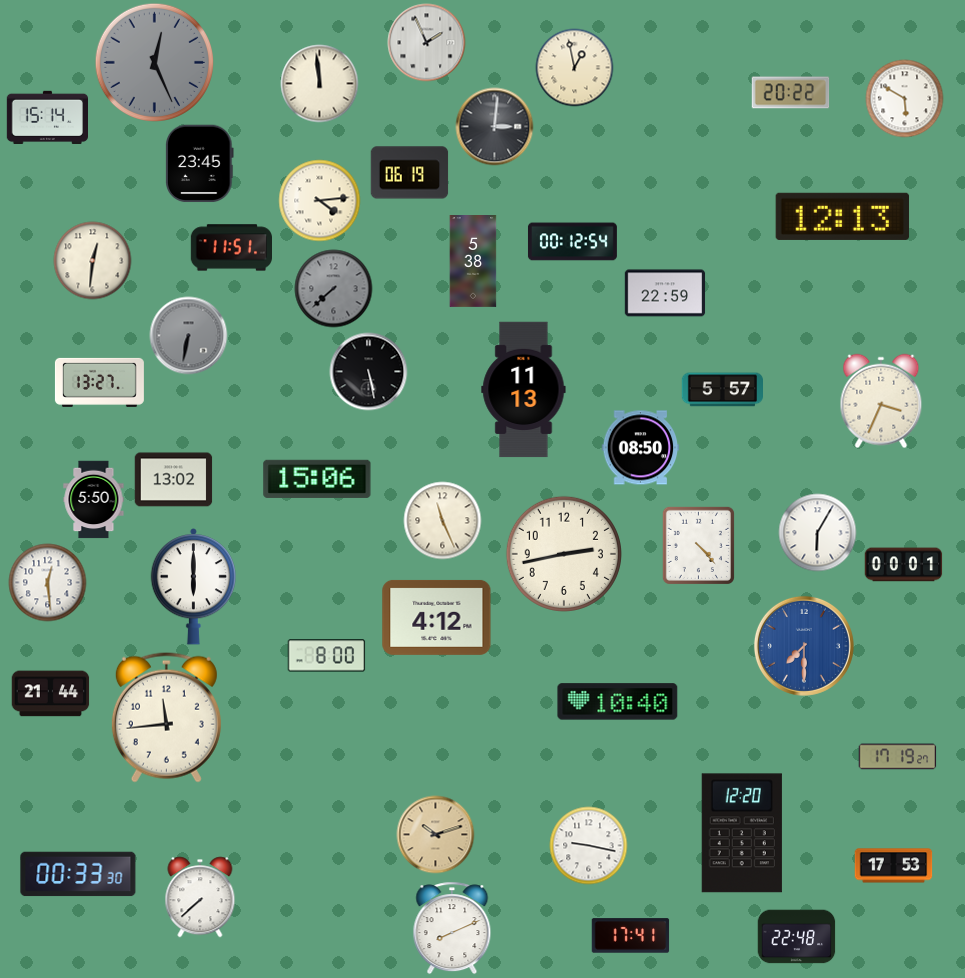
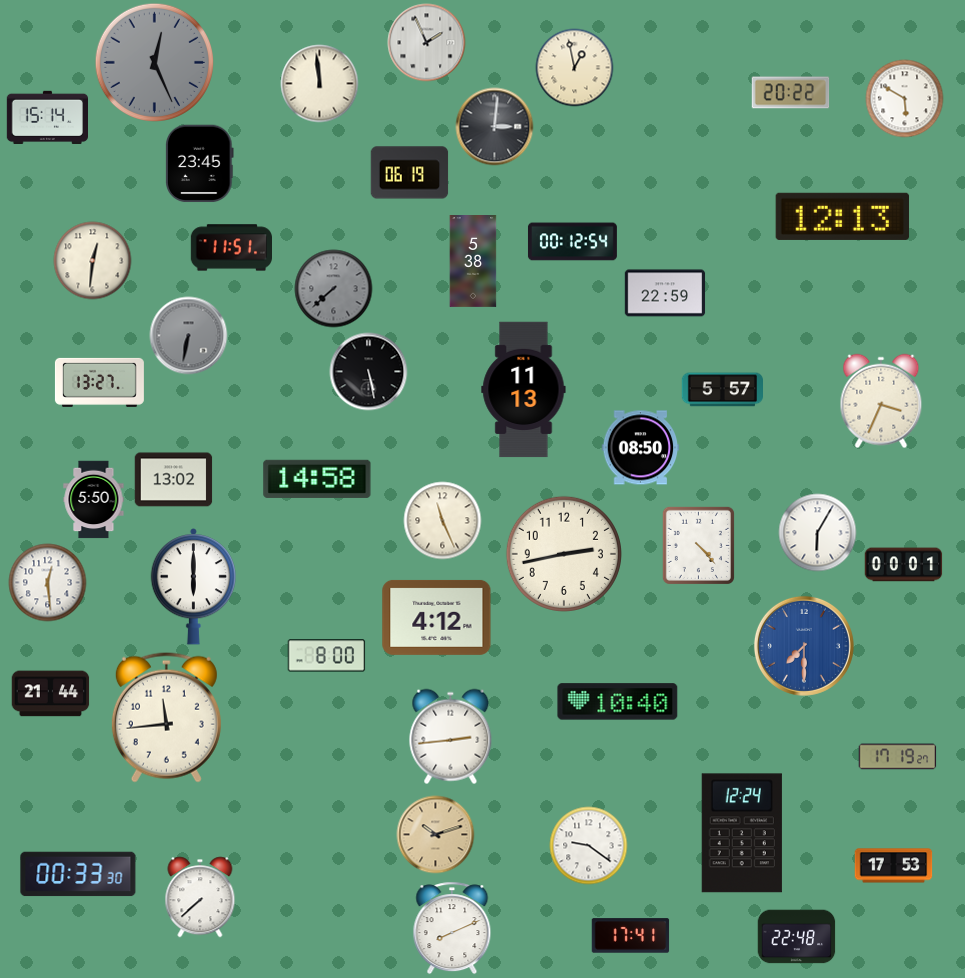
clock at (319, 200): 4:14 -> none
clock at (317, 479): 15:06 -> 14:58
clock at (451, 736): none -> 2:44
clock at (742, 833): 12:20 -> 12:24
clock at (588, 845): 9:17 -> 9:21
